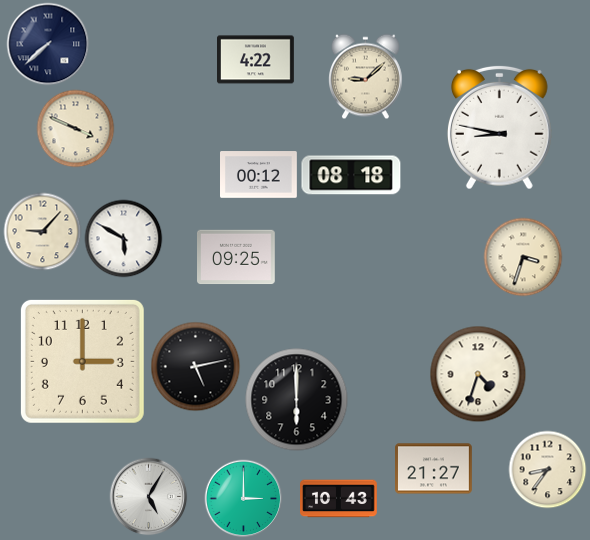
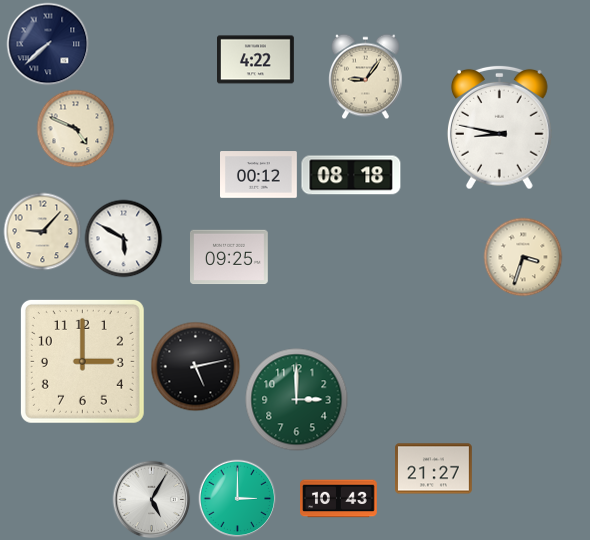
clock at (366, 76): 9:08 -> 9:06
clock at (75, 128): 3:49 -> 4:49
clock at (237, 257) position: (237, 257) -> (230, 257)
clock at (478, 374): 4:33 -> none
clock at (297, 400): 6:00 -> 3:00
clock at (297, 400) dial: black -> green
clock at (547, 469): 8:36 -> none
clock at (148, 496) position: (148, 496) -> (151, 499)
clock at (243, 498) position: (243, 498) -> (237, 498)
